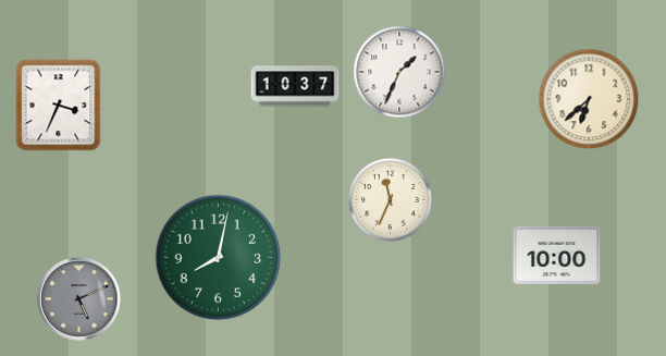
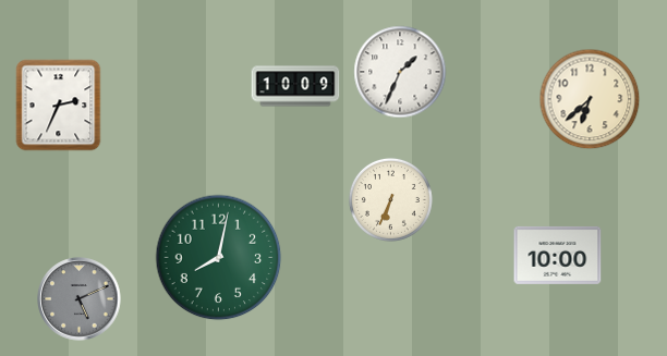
clock at (295, 86): 10:37 -> 10:09
clock at (59, 106): 3:34 -> 2:34
clock at (390, 199): 11:34 -> 6:34
